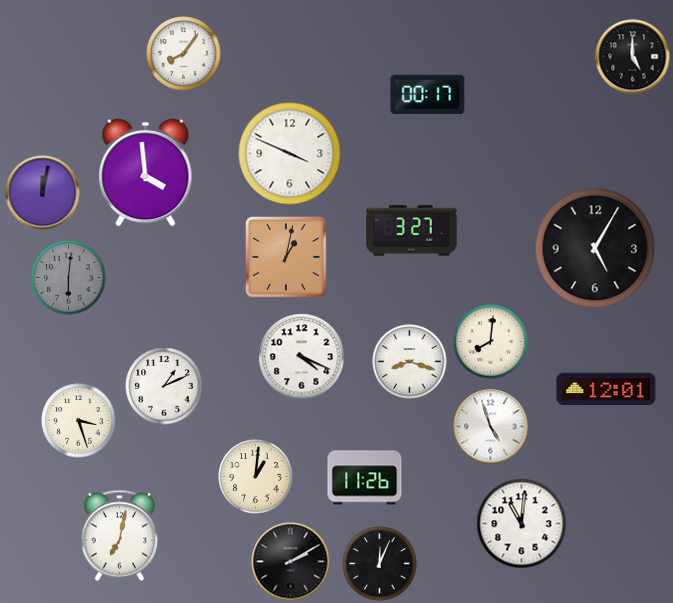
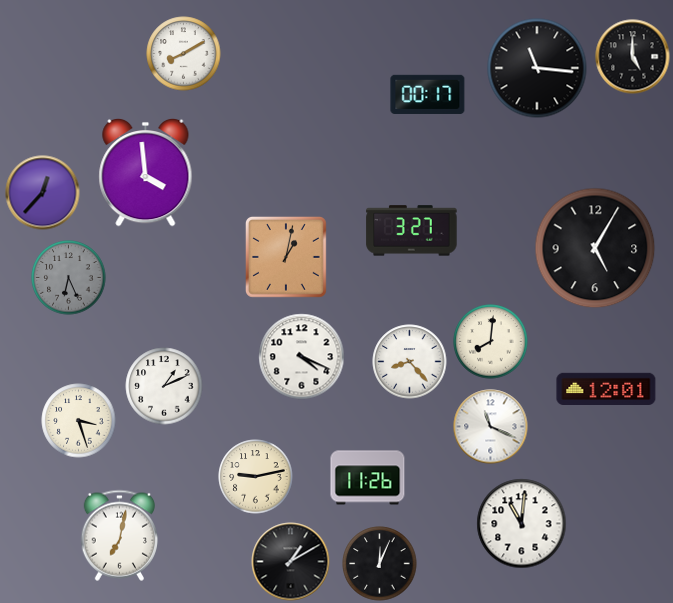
clock at (184, 54): 8:06 -> 8:10
clock at (537, 68): none -> 11:16
clock at (290, 154): 3:49 -> none
clock at (43, 193): 12:02 -> 12:37
clock at (69, 278): 6:01 -> 6:26
clock at (410, 362): 8:18 -> 8:23
clock at (491, 427): 4:57 -> 11:19
clock at (256, 477): 1:01 -> 9:13
clock at (365, 478) position: (365, 478) -> (368, 478)
clock at (291, 562): 2:10 -> 1:10
